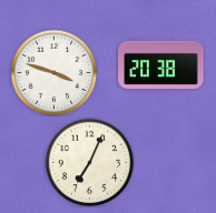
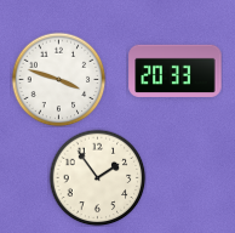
clock at (161, 64): 20:38 -> 20:33
clock at (89, 162): 7:04 -> 1:54
